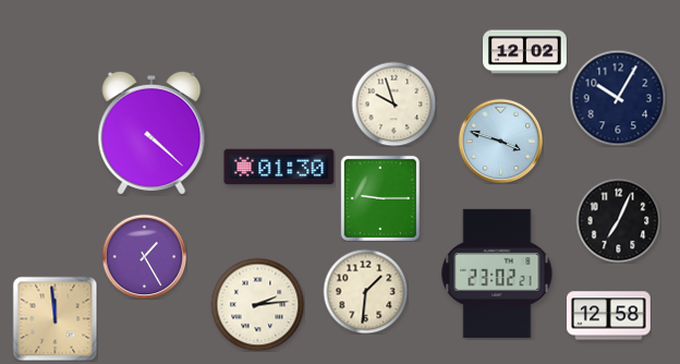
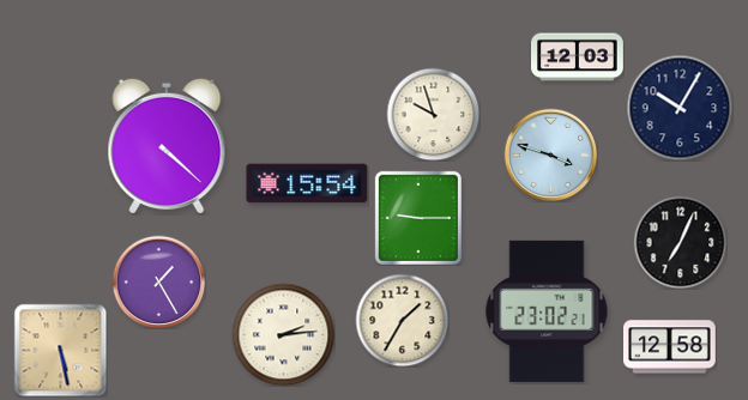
clock at (525, 52): 12:02 -> 12:03
clock at (279, 167): 01:30 -> 15:54
clock at (497, 274) position: (497, 274) -> (547, 311)
clock at (365, 291): 1:31 -> 1:35
clock at (54, 318): 11:59 -> 5:28
